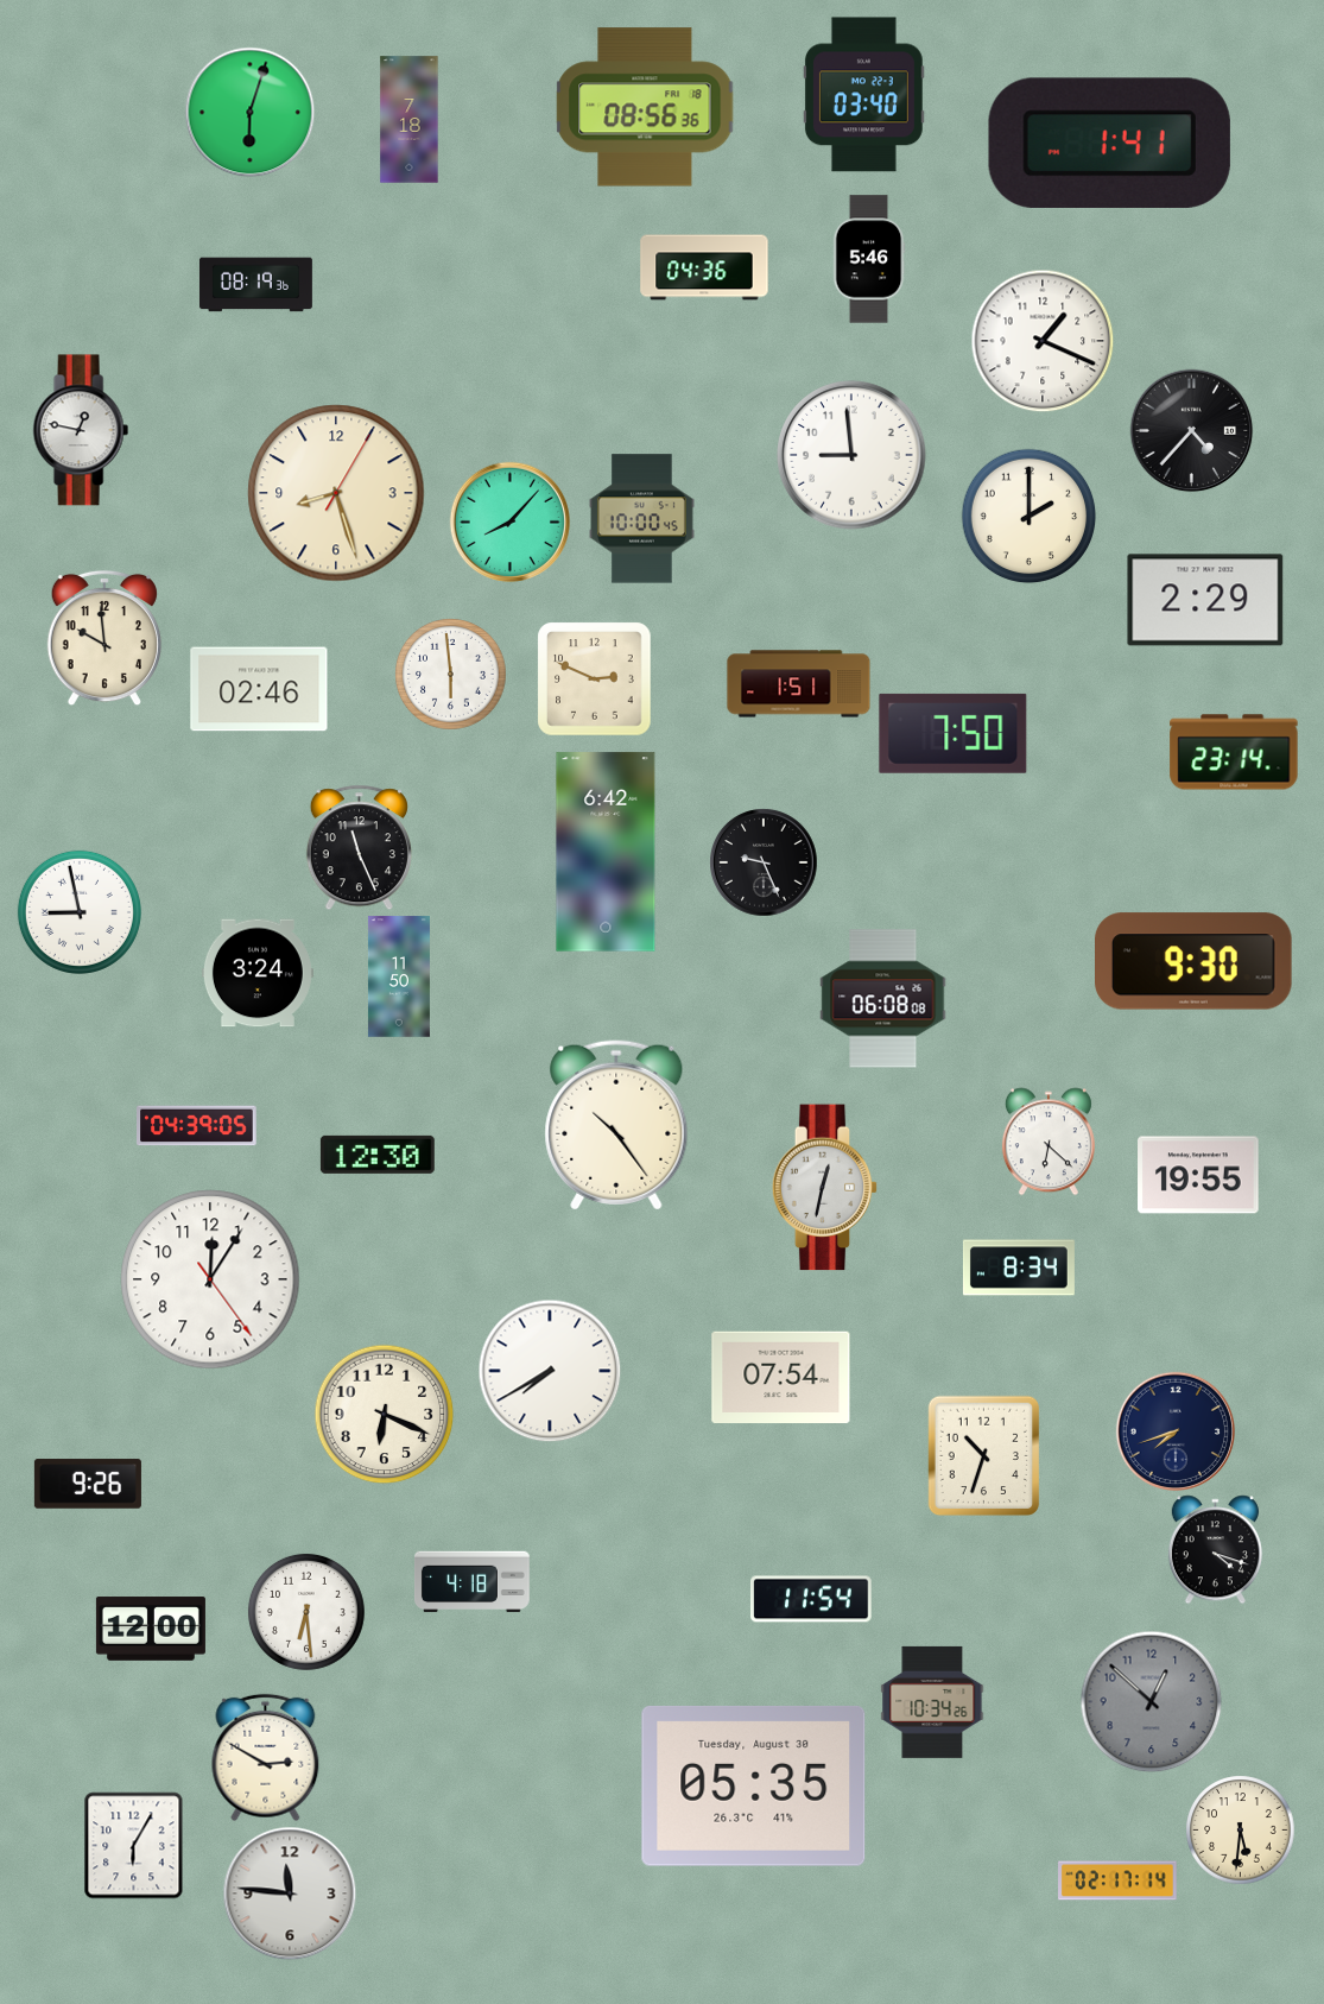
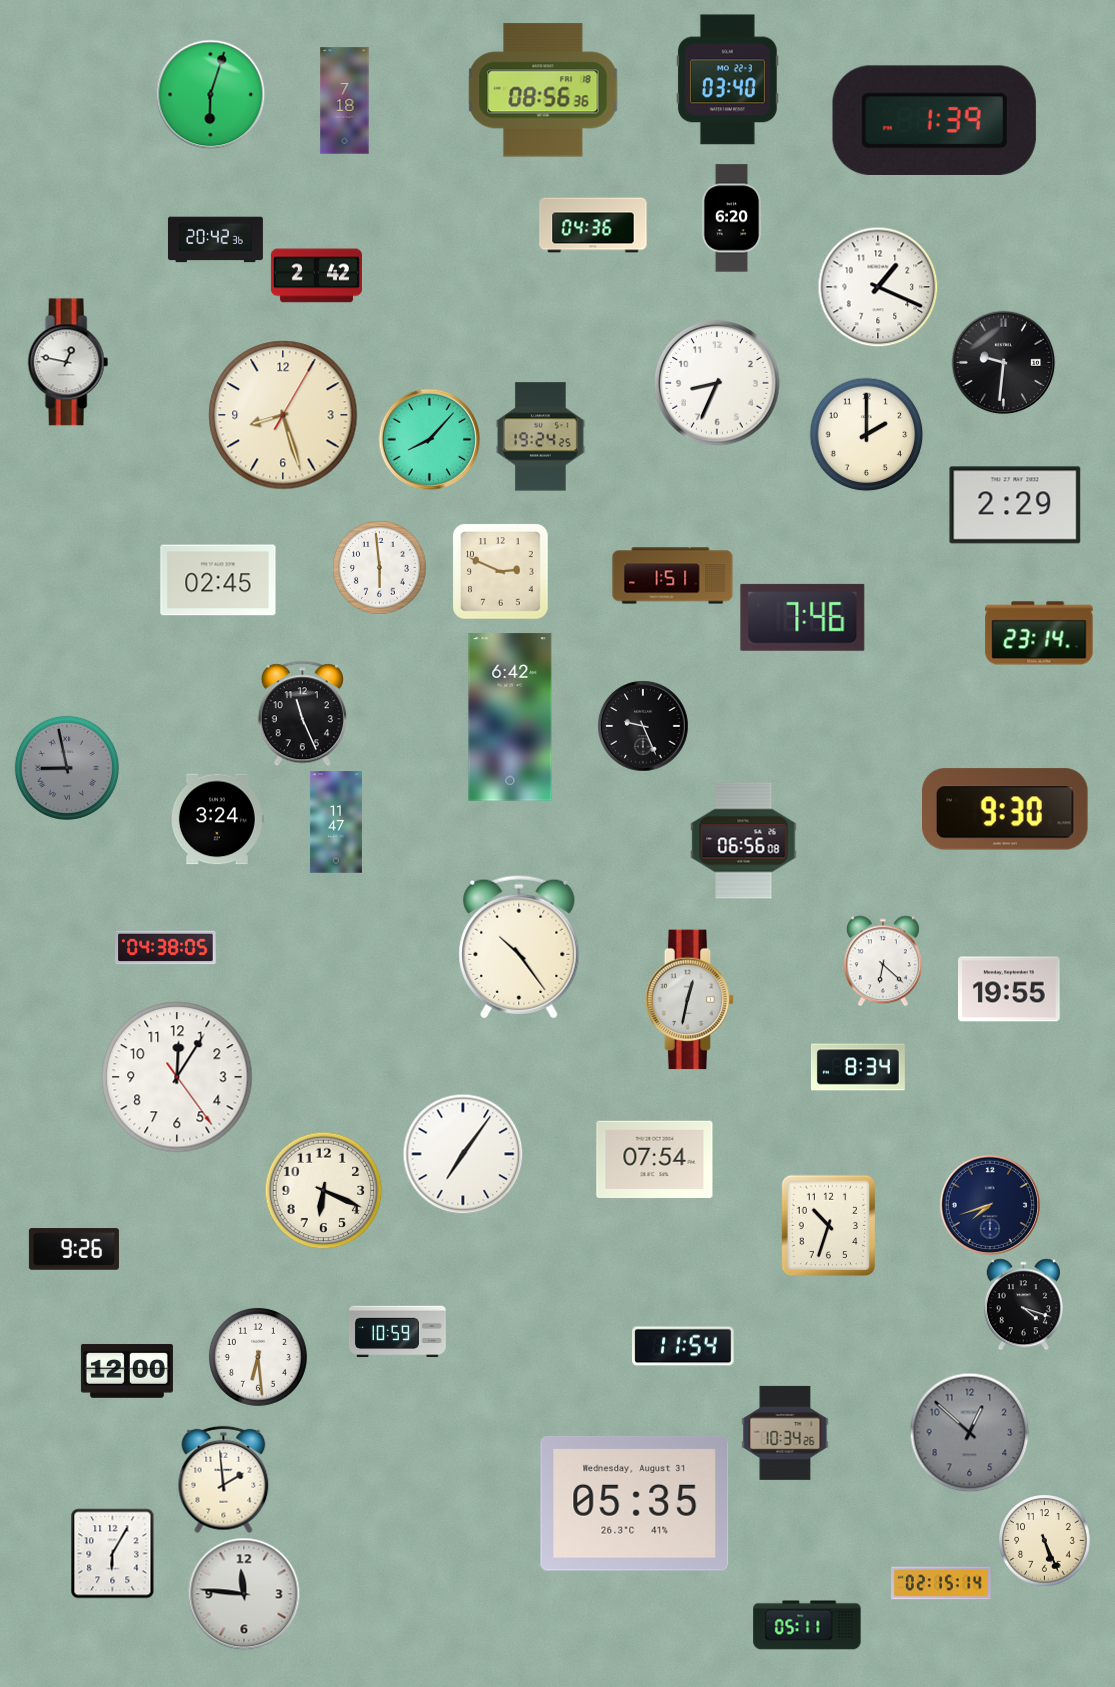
clock at (1109, 143): 1:41 -> 1:39
clock at (869, 259): 5:46 -> 6:20
clock at (255, 285): 08:19 -> 20:42
clock at (316, 276): none -> 2:42
clock at (1191, 430): 4:37 -> 9:31
clock at (851, 455): 8:59 -> 8:34
clock at (641, 519): 10:00 -> 19:24
clock at (104, 638): 9:59 -> none
clock at (259, 689): 02:46 -> 02:45
clock at (954, 733): 7:50 -> 7:46
clock at (80, 912) dial: white -> grey
clock at (399, 976): 11:50 -> 11:47
clock at (883, 999): 06:08 -> 06:56
clock at (197, 1126): 04:39 -> 04:38
clock at (378, 1155): 12:30 -> none
clock at (825, 1188) position: (825, 1188) -> (690, 1000)
clock at (550, 1371): 7:40 -> 7:06
clock at (781, 1378) position: (781, 1378) -> (655, 1160)
clock at (471, 1582): 4:18 -> 10:59
clock at (266, 1757): 2:50 -> 1:59
clock at (754, 1785) date: Tuesday, August 30 -> Wednesday, August 31
clock at (1240, 1829): 5:31 -> 5:26
clock at (1119, 1880): 02:17 -> 02:15
clock at (807, 1625): none -> 05:11
